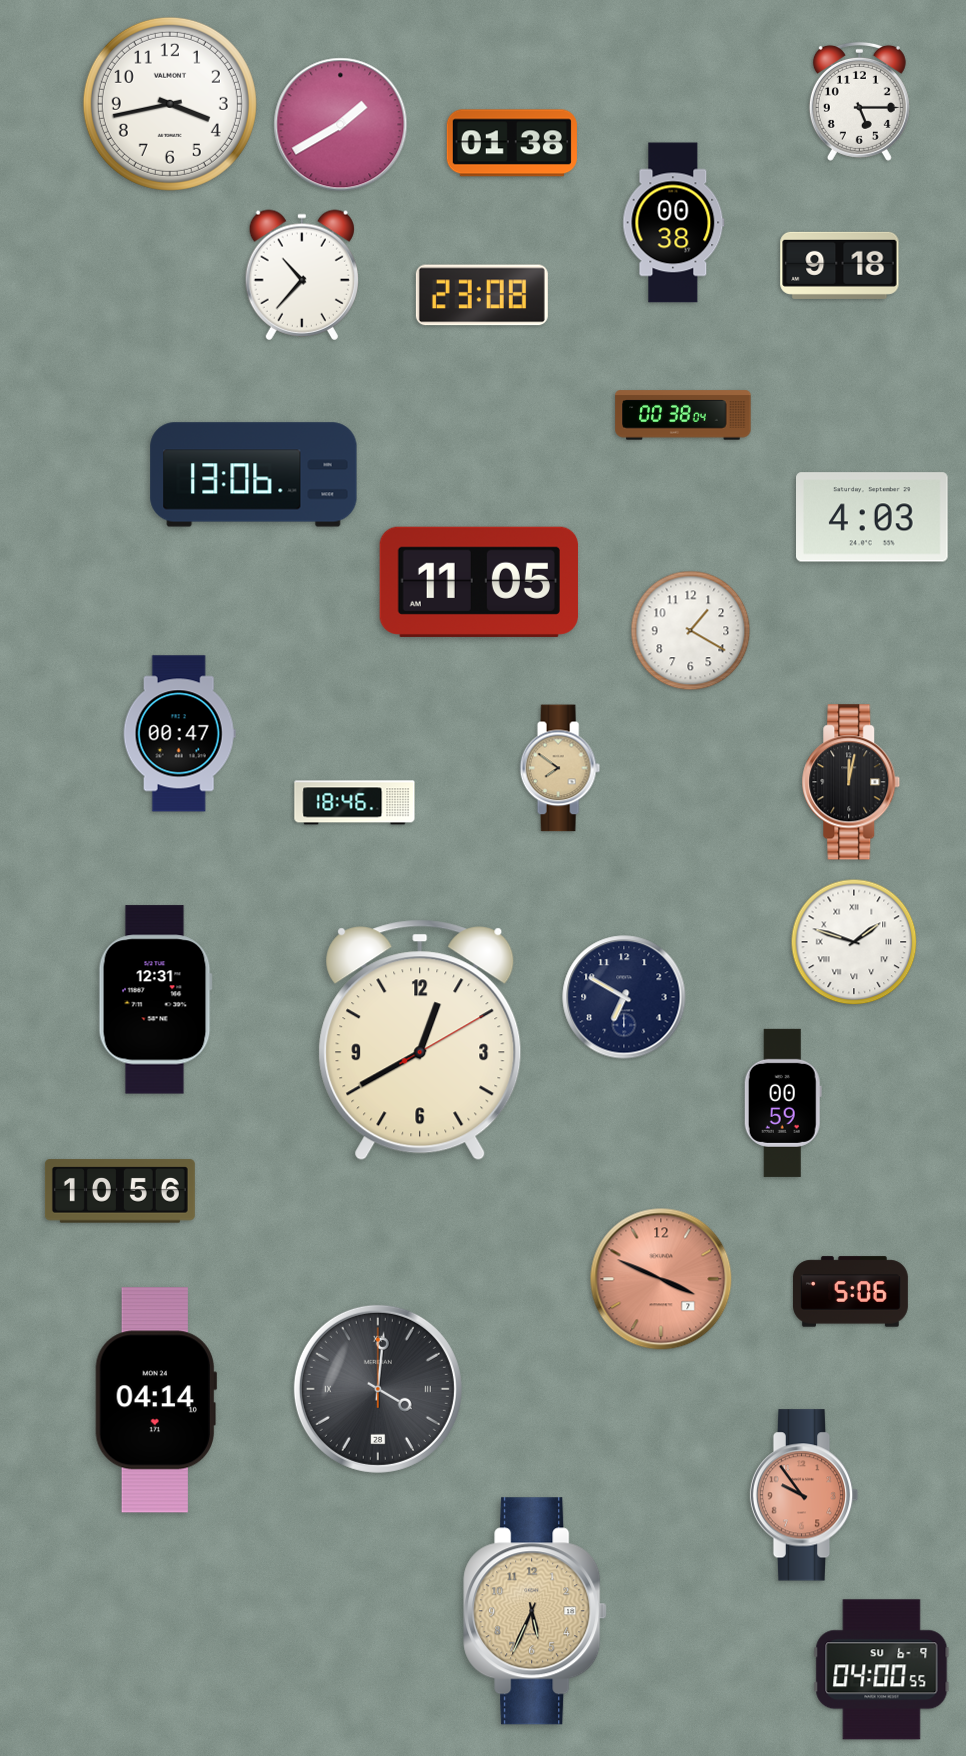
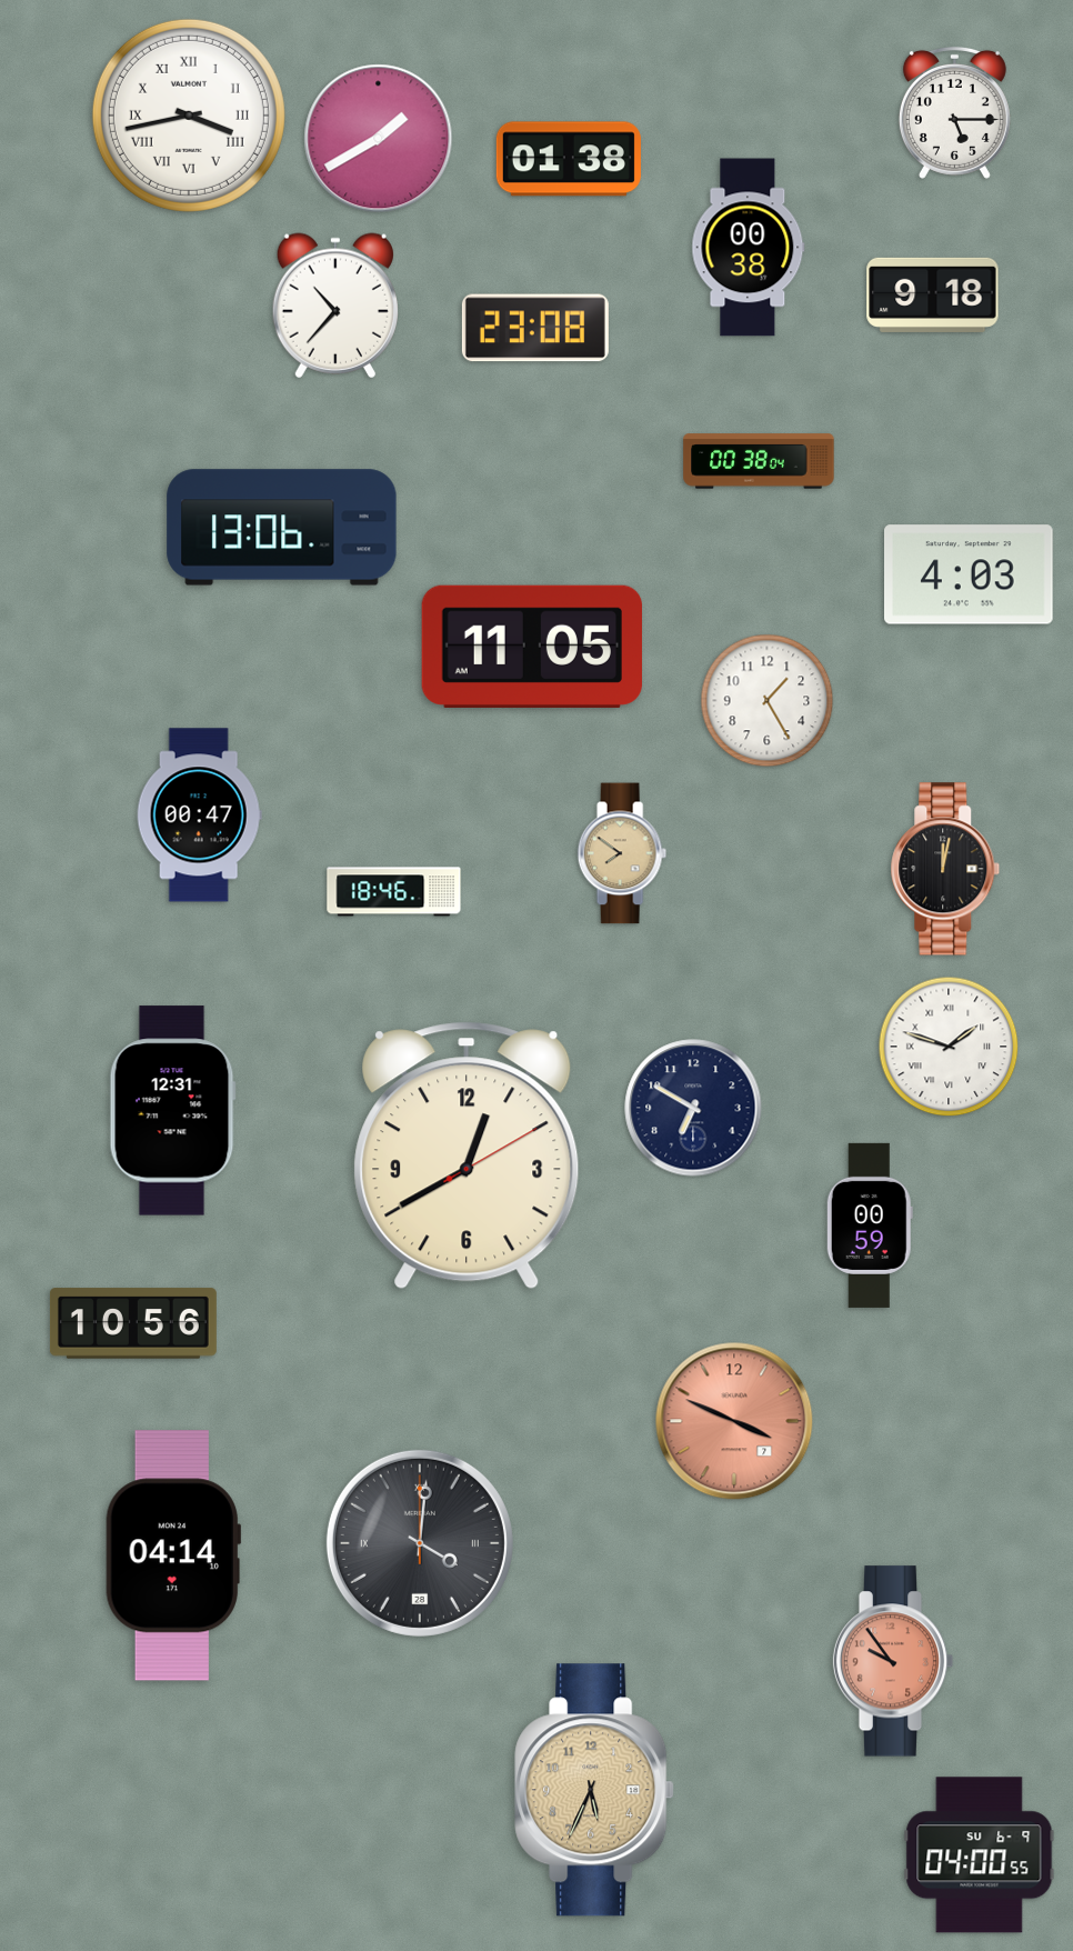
clock at (170, 104) numerals: Arabic -> Roman
clock at (691, 631): 1:20 -> 1:25
clock at (850, 1292): 5:06 -> none
